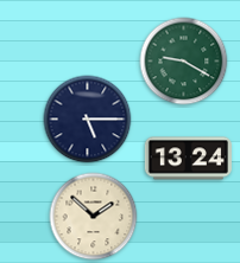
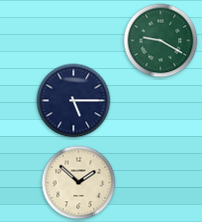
clock at (184, 62) position: (184, 62) -> (161, 41)
clock at (188, 159): 13:24 -> none
